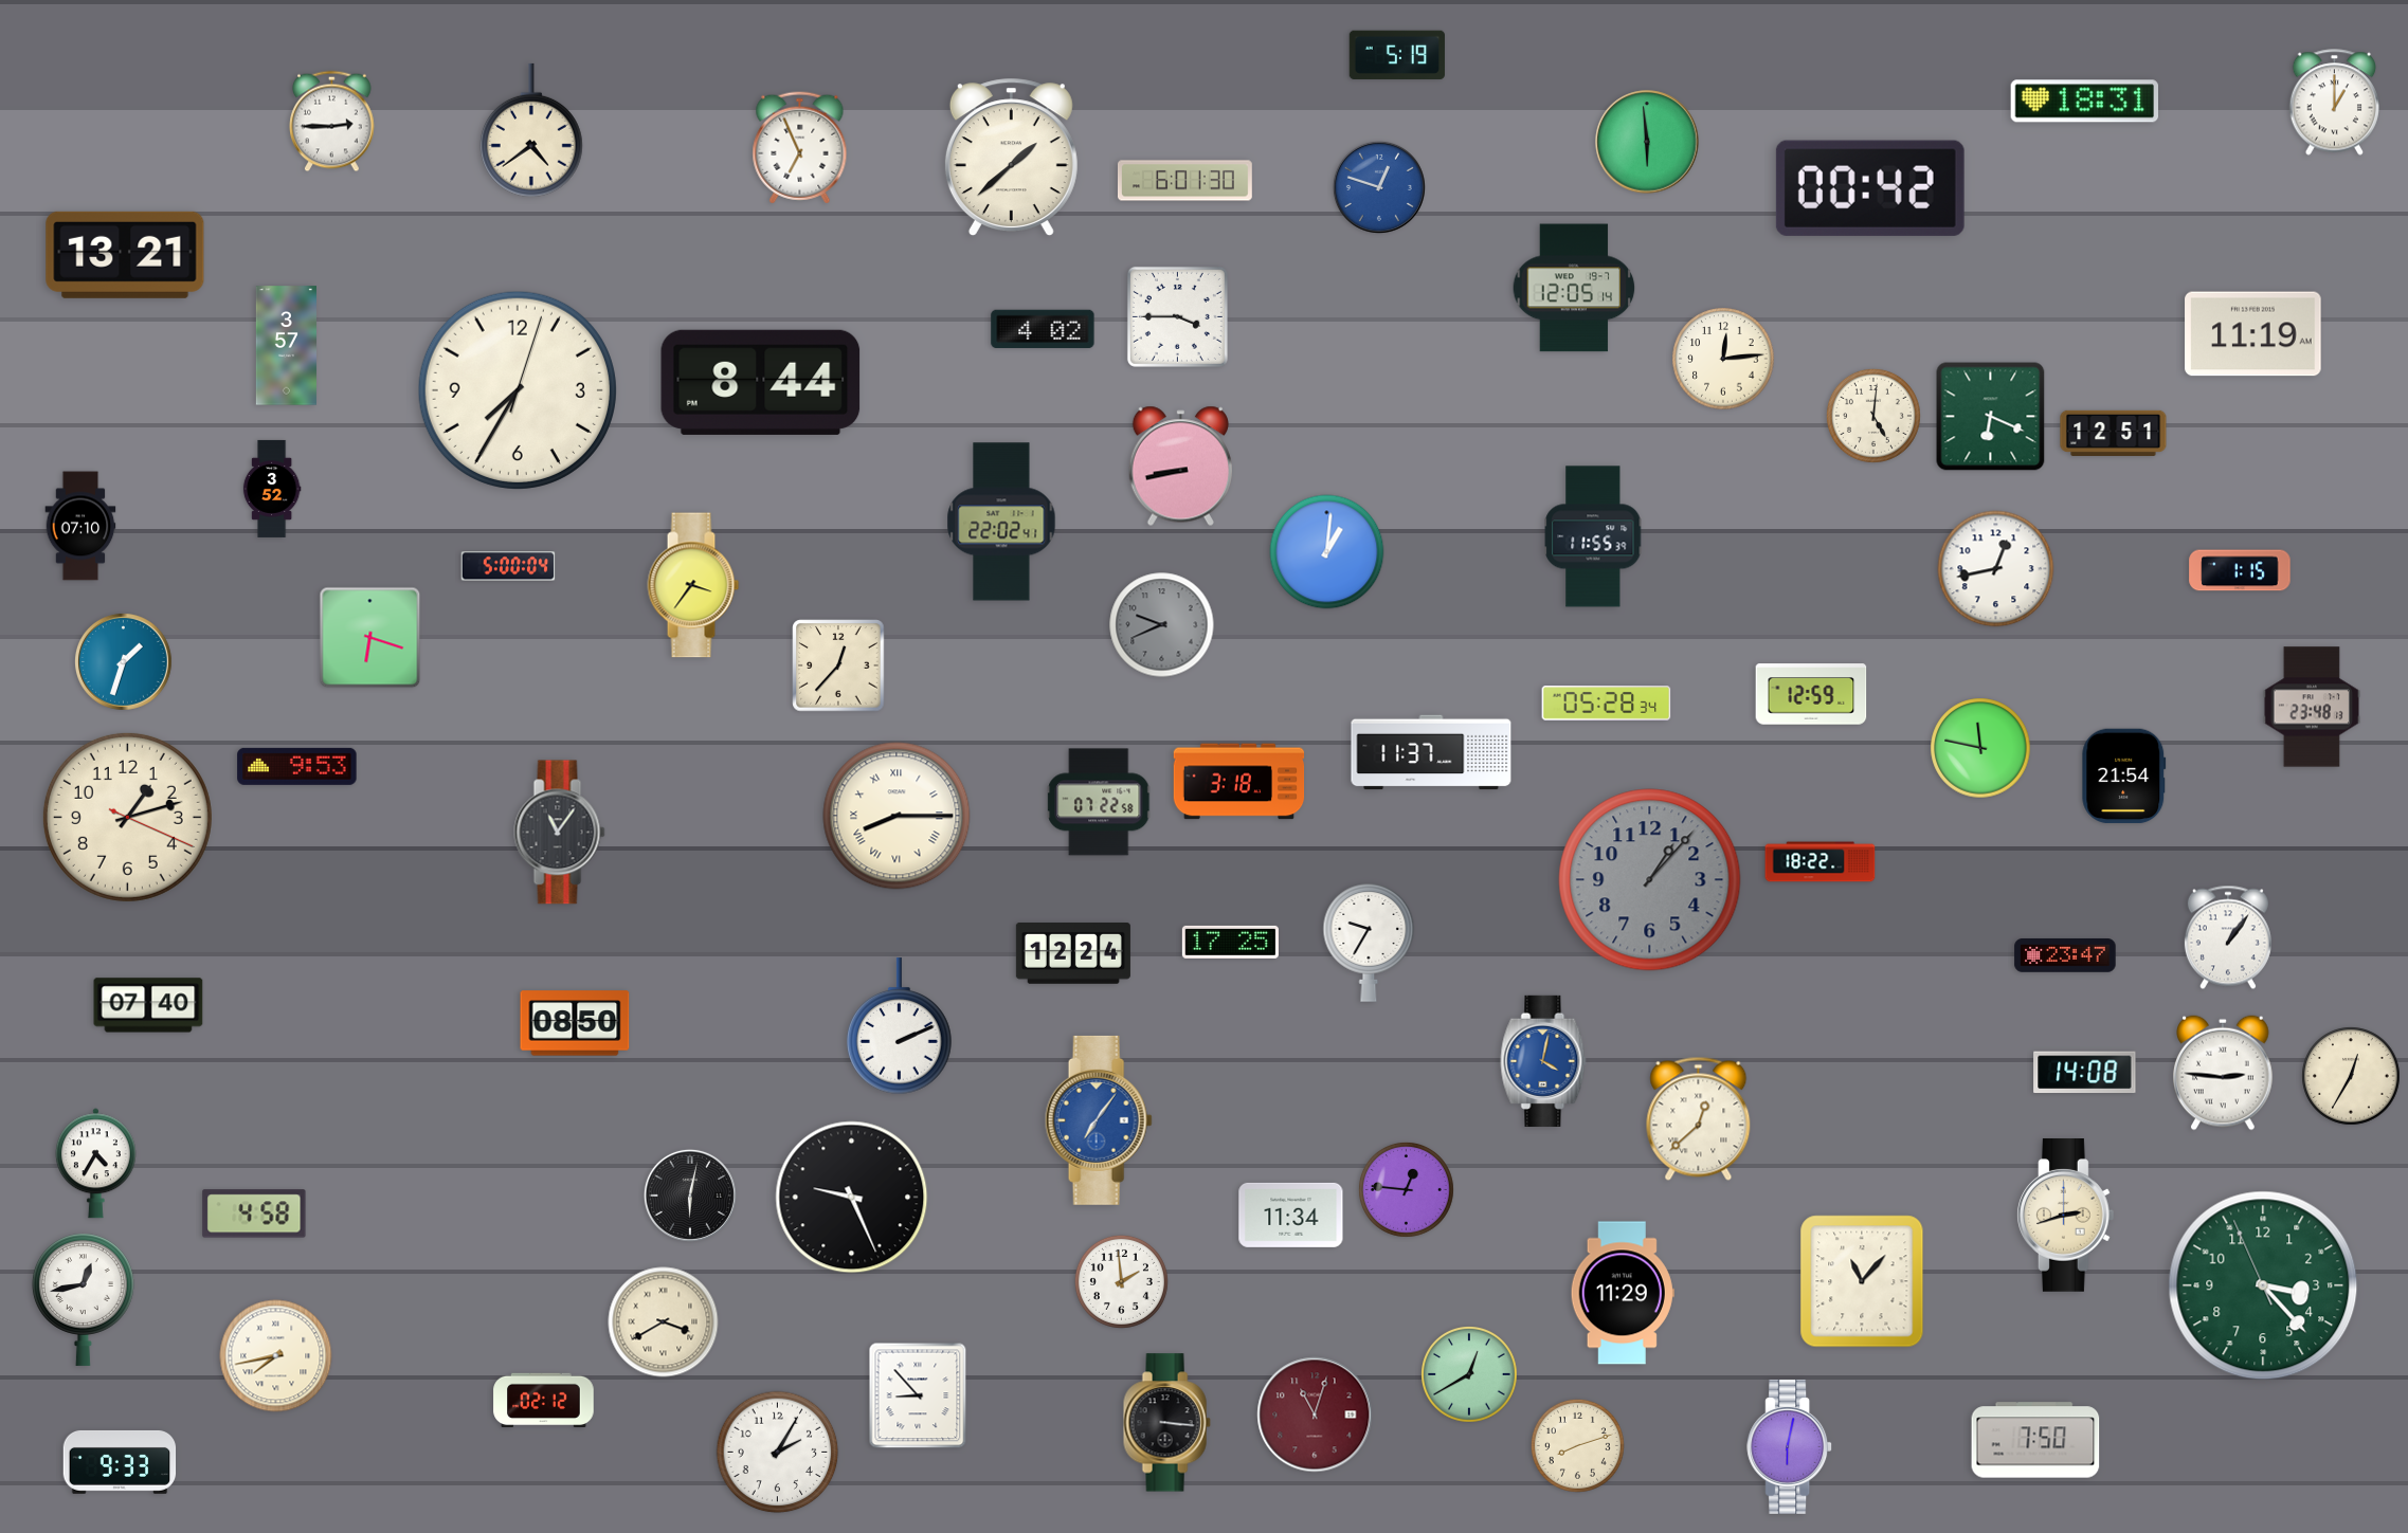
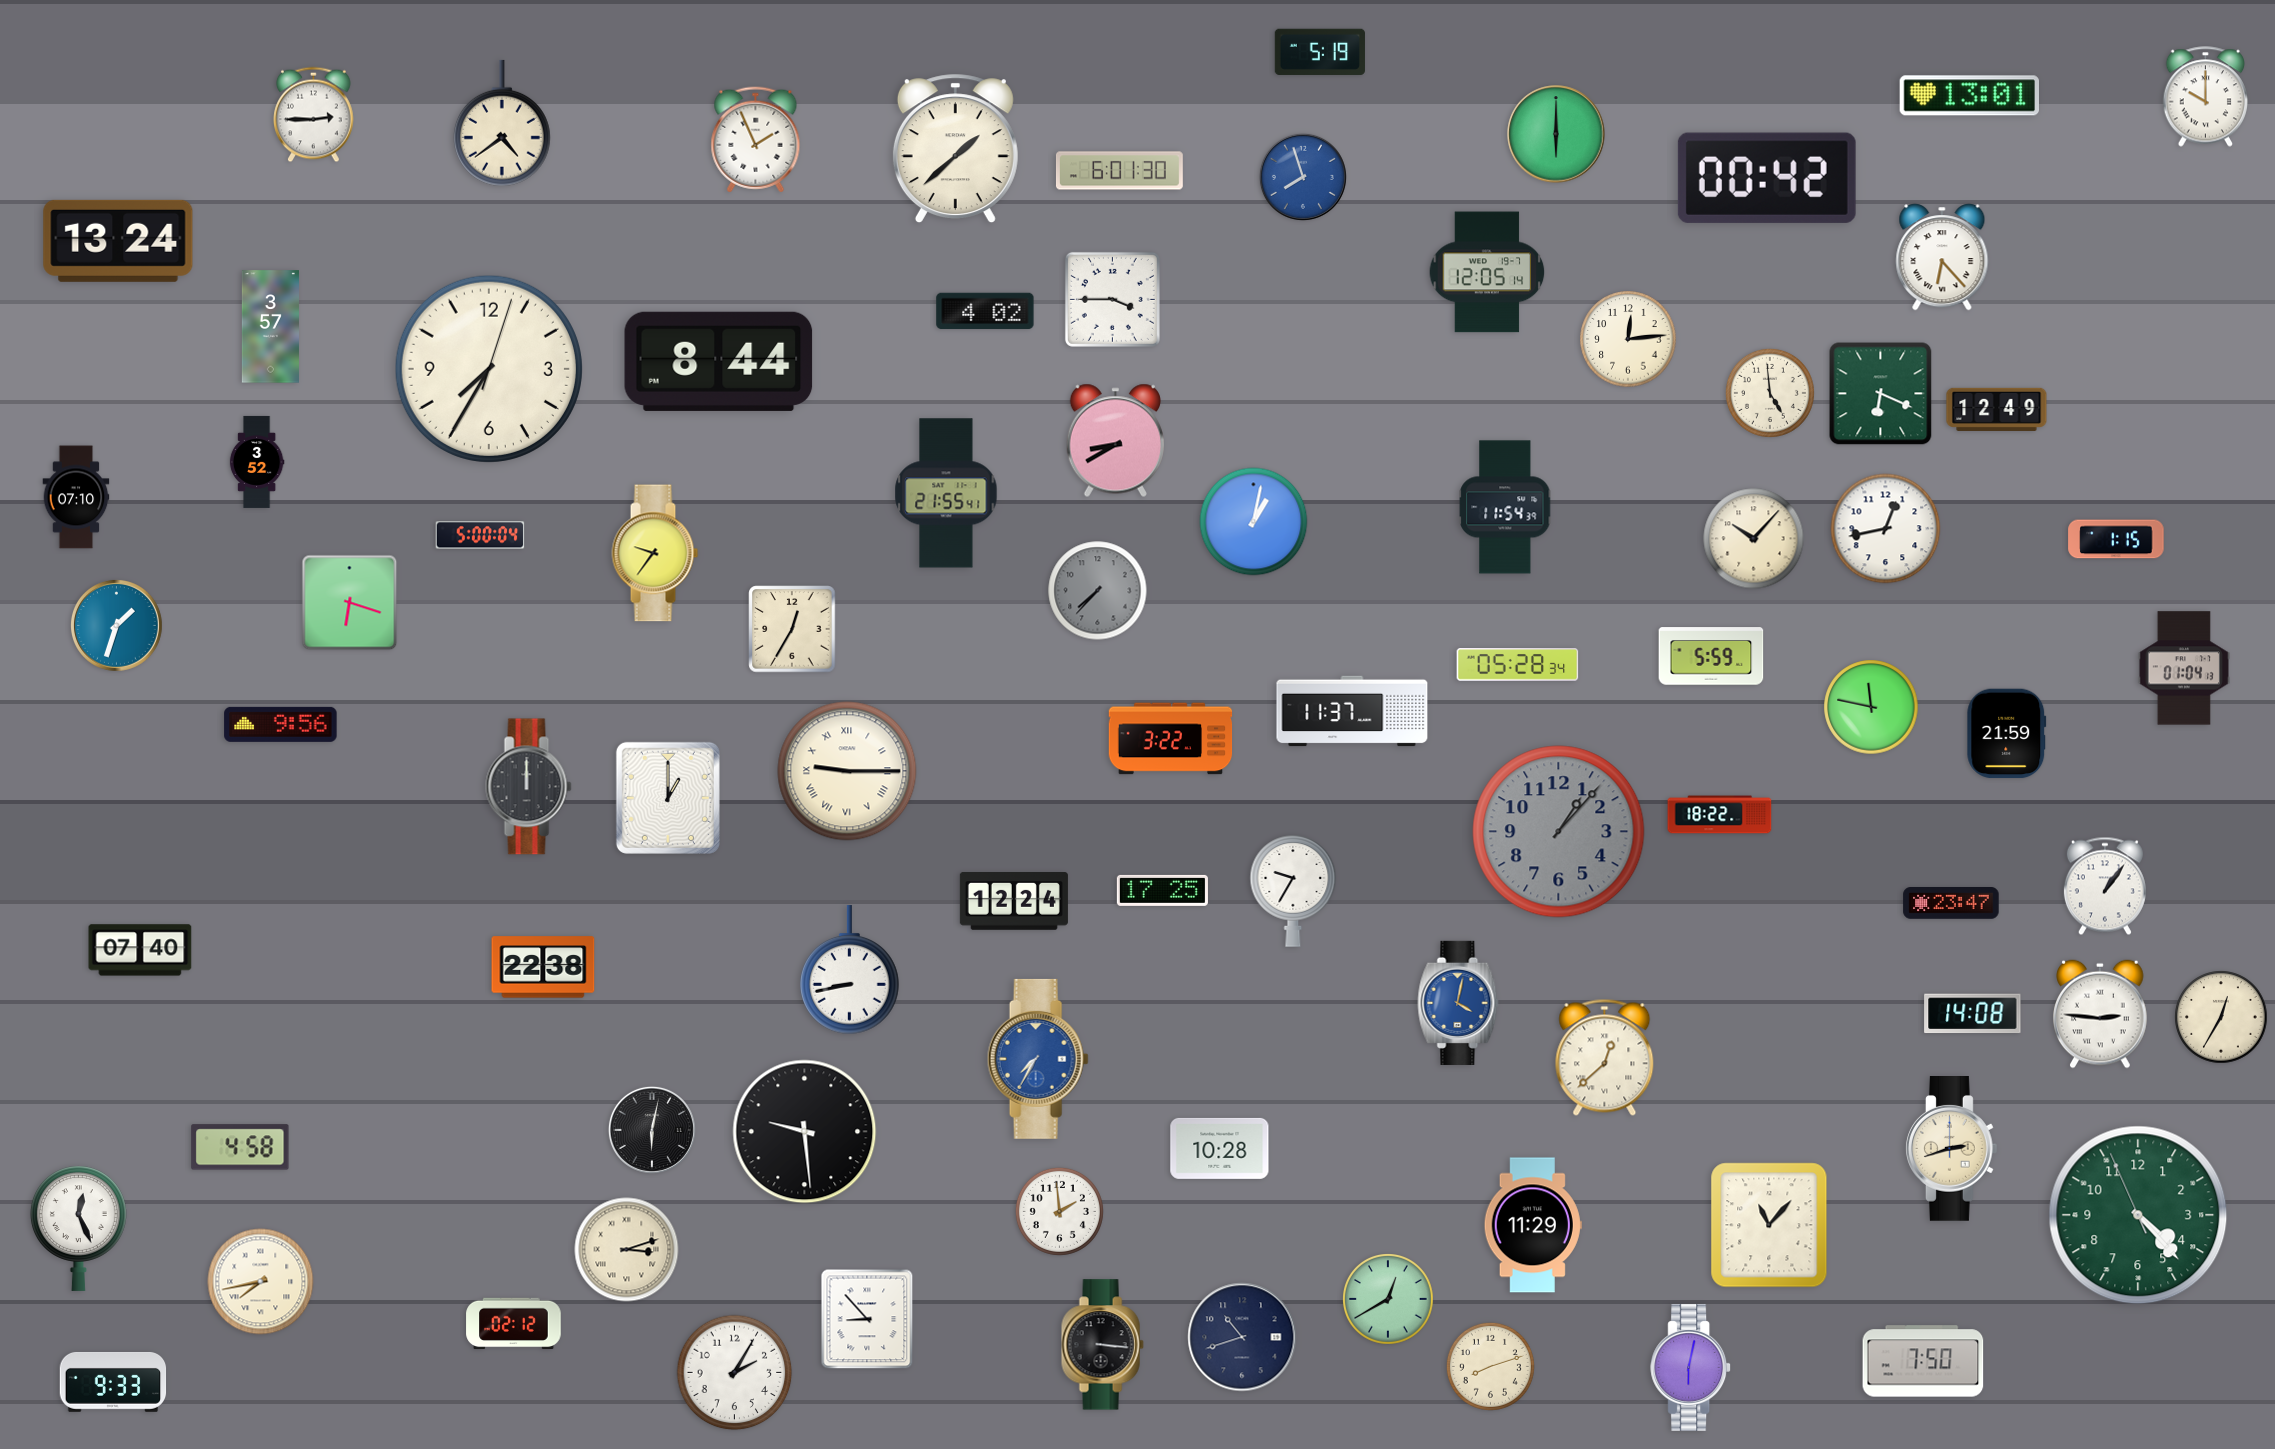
clock at (2084, 102): 18:31 -> 13:01
clock at (2335, 103): 1:00 -> 10:00
clock at (1647, 142): 5:59 -> 6:00
clock at (800, 148): 6:56 -> 1:56
clock at (1379, 187): 12:48 -> 7:57
clock at (125, 255): 13:21 -> 13:24
clock at (1942, 257): none -> 6:23
clock at (2253, 334): 11:19 -> none
clock at (1873, 416): 5:01 -> 4:59
clock at (2114, 433): 12:51 -> 12:49
clock at (1180, 467): 8:43 -> 8:40
clock at (1001, 522): 22:02 -> 21:55
clock at (1593, 536): 11:55 -> 11:54
clock at (1327, 552): 1:01 -> 1:02
clock at (1996, 569) position: (1996, 569) -> (1886, 529)
clock at (1754, 539): none -> 10:07
clock at (693, 585): 3:36 -> 9:36
clock at (1162, 625): 9:41 -> 7:37
clock at (838, 665): 12:37 -> 12:35
clock at (1811, 694): 12:59 -> 5:59
clock at (2311, 707): 23:48 -> 01:04
clock at (297, 766): 9:53 -> 9:56
clock at (2124, 777): 21:54 -> 21:59
clock at (1239, 782): 3:18 -> 3:22
clock at (1099, 802): 07:22 -> none
clock at (897, 816): 8:15 -> 9:15
clock at (127, 817): 1:12 -> none
clock at (560, 833): 11:06 -> 12:00
clock at (668, 798): none -> 1:00
clock at (575, 1023): 08:50 -> 22:38
clock at (900, 1026): 2:11 -> 8:43
clock at (2085, 1073) position: (2085, 1073) -> (1973, 1014)
clock at (1099, 1120): 7:06 -> 7:35
clock at (95, 1164): 4:35 -> none
clock at (1406, 1189): 12:46 -> none
clock at (852, 1198): 9:26 -> 9:29
clock at (1291, 1215): 11:34 -> 10:28
clock at (1862, 1281) position: (1862, 1281) -> (1769, 1225)
clock at (2263, 1285): 3:22 -> 4:22
clock at (1623, 1293) position: (1623, 1293) -> (1533, 1225)
clock at (83, 1299): 12:43 -> 12:26
clock at (664, 1322): 3:40 -> 3:12
clock at (1315, 1415): 11:03 -> 10:42
clock at (1315, 1415) dial: burgundy -> navy
